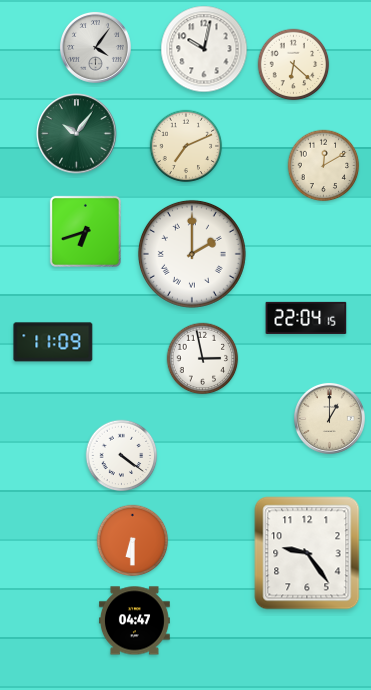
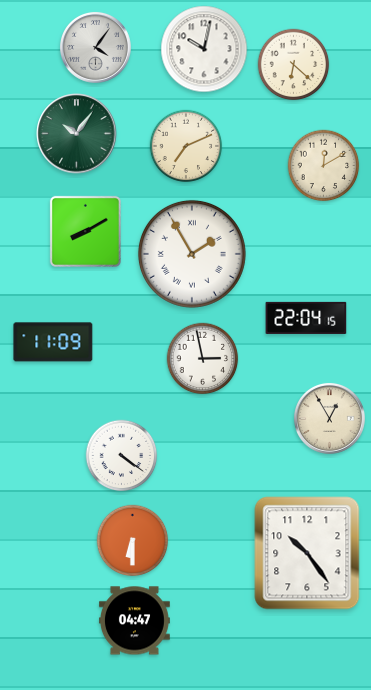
clock at (85, 231): 6:42 -> 8:10
clock at (192, 254): 2:00 -> 1:55
clock at (329, 418): 1:00 -> 12:55
clock at (307, 553): 9:24 -> 10:24
